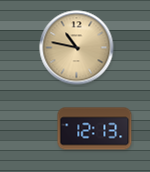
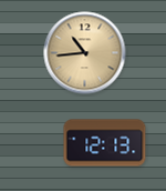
clock at (77, 48): 10:47 -> 10:44
